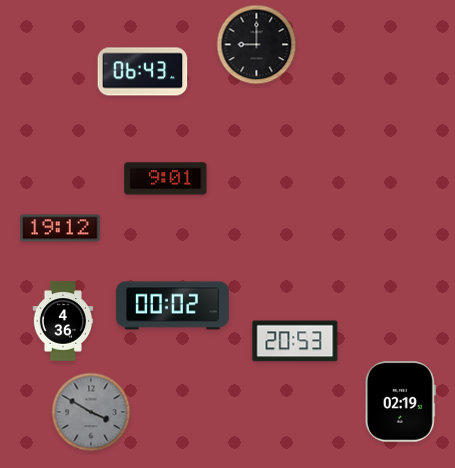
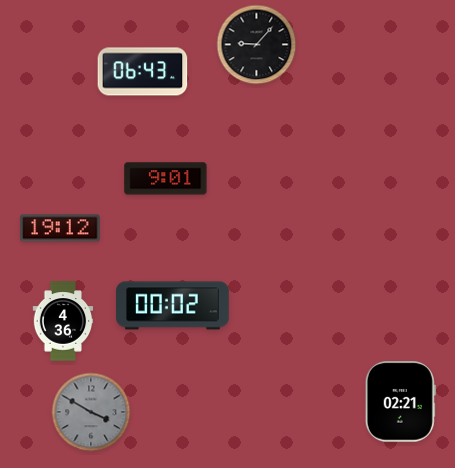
clock at (257, 45): 9:00 -> 9:07
clock at (295, 341): 20:53 -> none
clock at (400, 402): 02:19 -> 02:21
